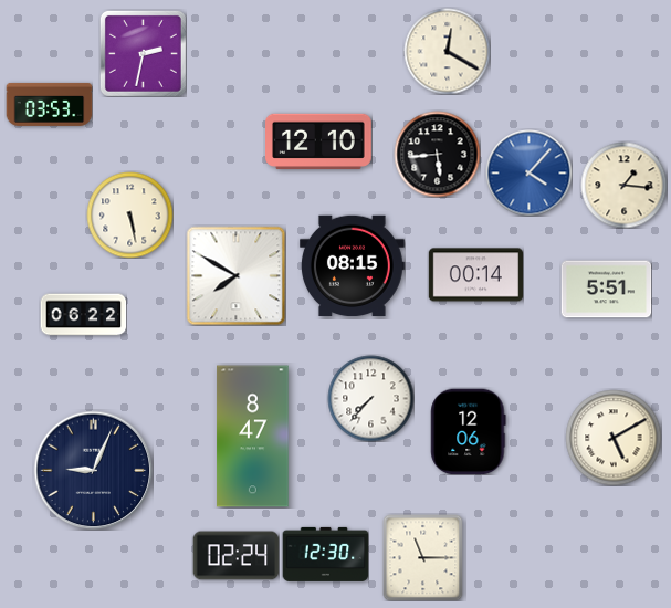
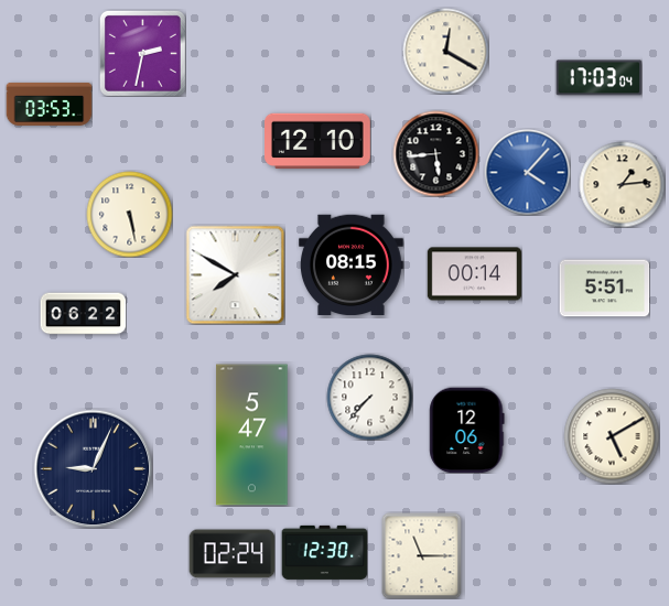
clock at (598, 78): none -> 17:03
clock at (623, 185): 1:16 -> 1:14
clock at (253, 437): 8:47 -> 5:47
clock at (235, 556) position: (235, 556) -> (231, 554)
